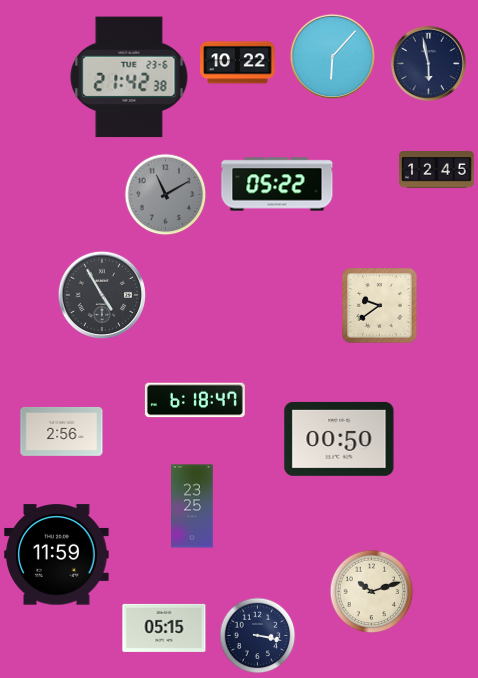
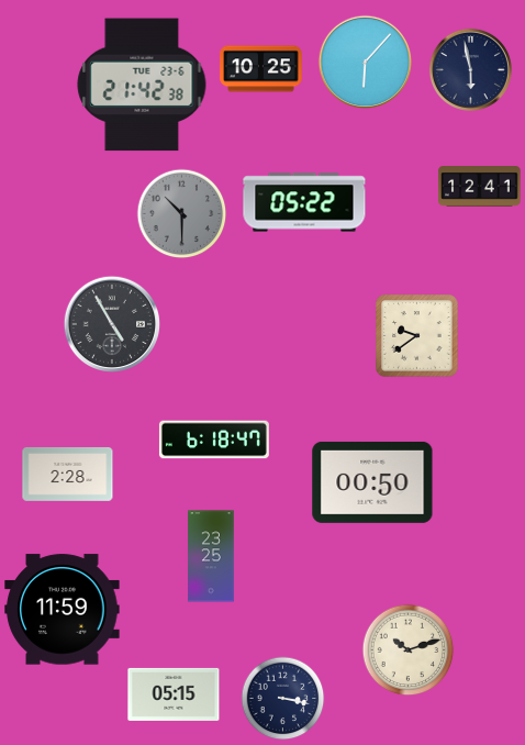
clock at (238, 63): 10:22 -> 10:25
clock at (437, 170): 12:45 -> 12:41
clock at (166, 195): 11:10 -> 10:30
clock at (62, 431): 2:56 -> 2:28
clock at (164, 628) position: (164, 628) -> (174, 694)
